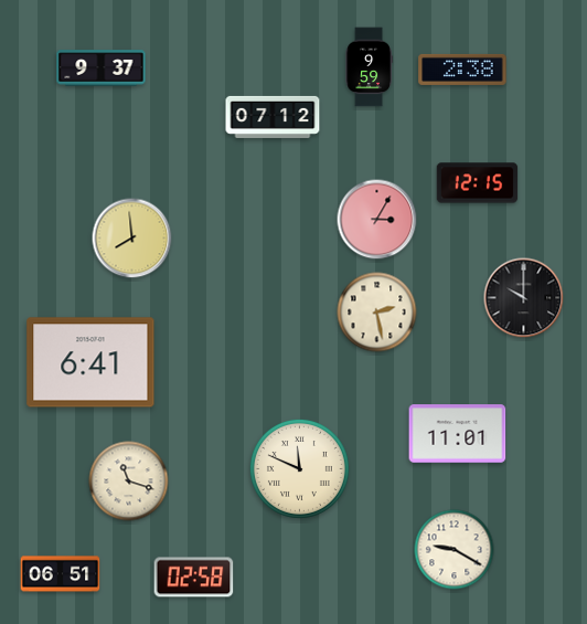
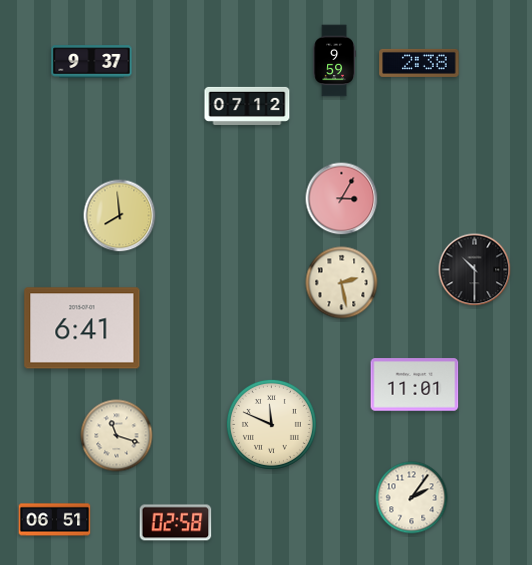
clock at (478, 183): 12:15 -> none
clock at (524, 298): 10:00 -> 10:30
clock at (458, 434) position: (458, 434) -> (415, 385)
clock at (455, 550): 9:20 -> 2:06
